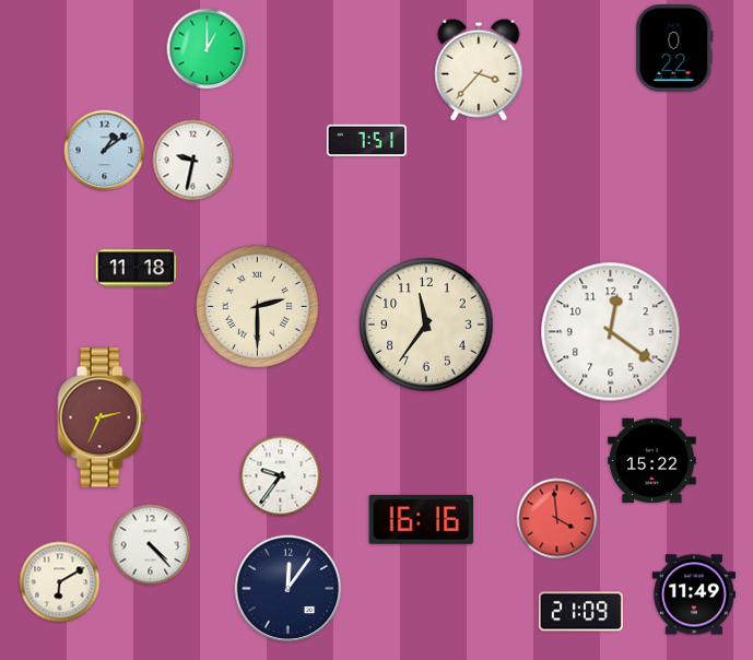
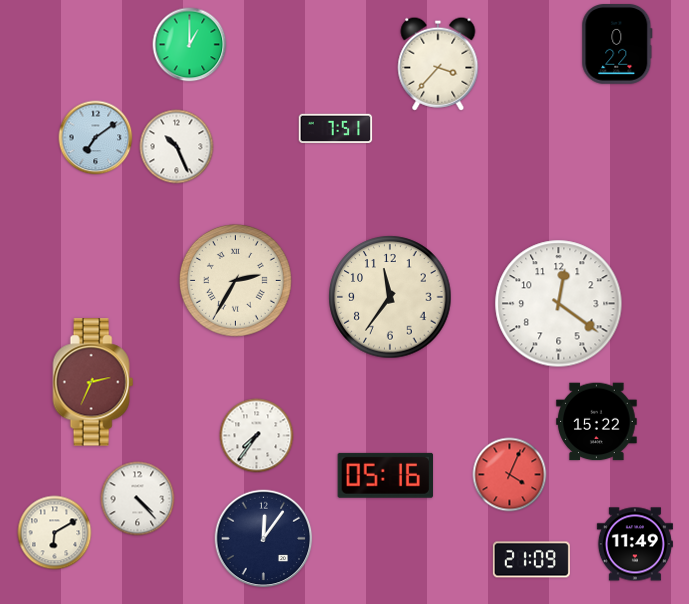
clock at (105, 151): 1:09 -> 7:09
clock at (193, 161): 9:32 -> 10:26
clock at (137, 269): 11:18 -> none
clock at (257, 306): 2:30 -> 2:35
clock at (281, 476): 9:36 -> 7:36
clock at (421, 519): 16:16 -> 05:16
clock at (557, 519): 3:59 -> 4:04
